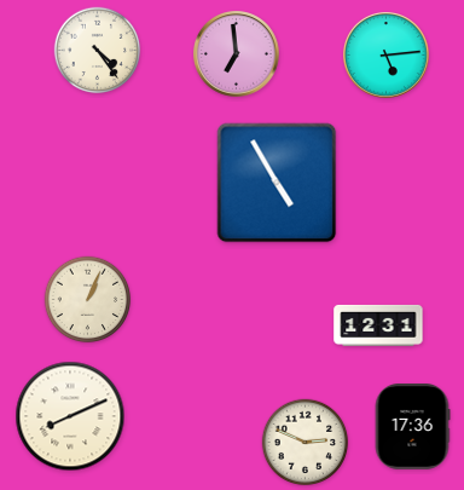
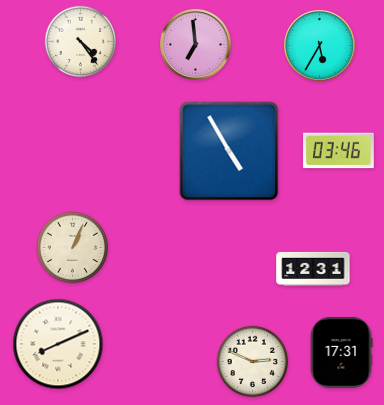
clock at (387, 56): 5:14 -> 5:35
clock at (339, 151): none -> 03:46
clock at (412, 427): 17:36 -> 17:31
clock at (306, 443) position: (306, 443) -> (253, 362)
